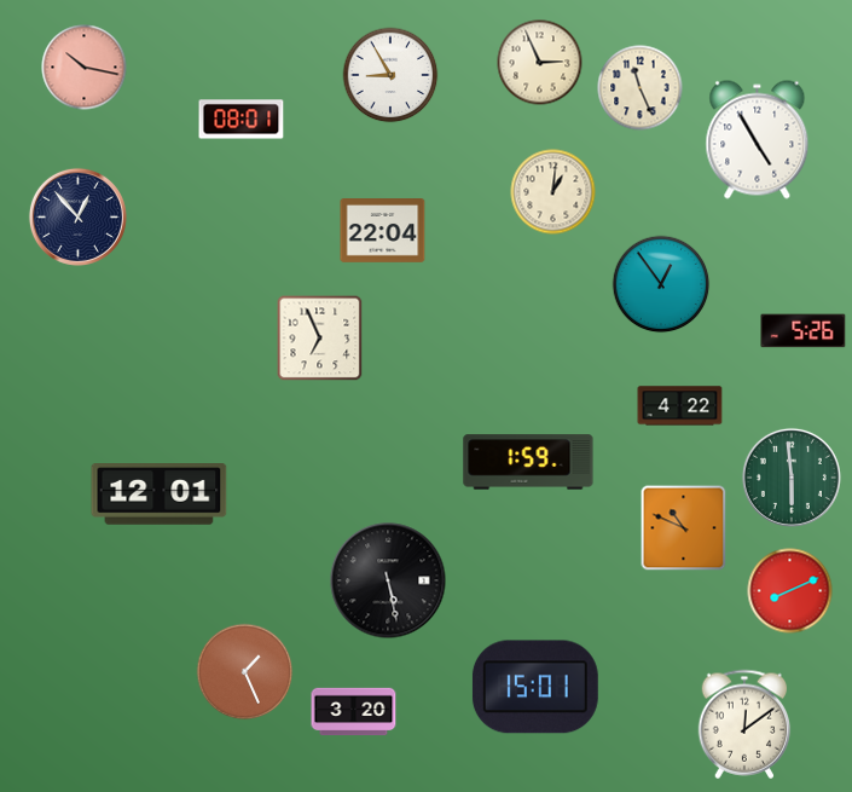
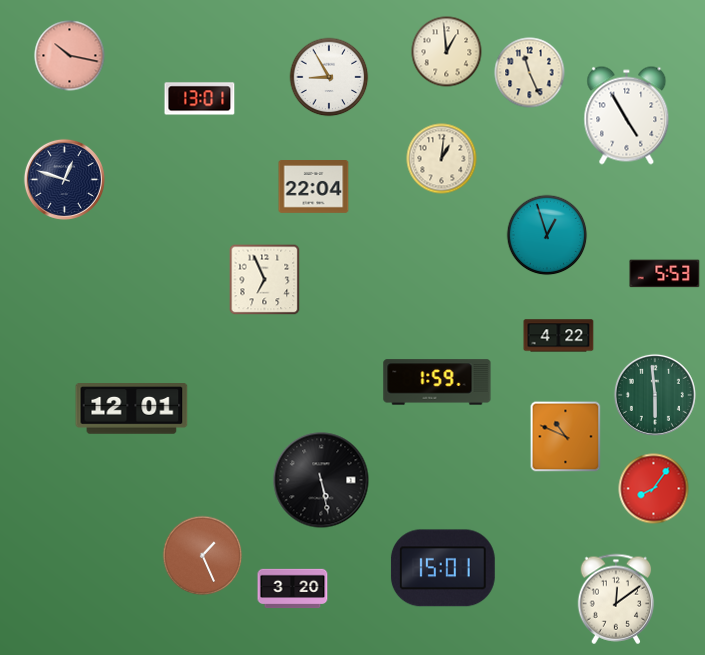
clock at (540, 63): 2:56 -> 12:59
clock at (390, 75) position: (390, 75) -> (329, 77)
clock at (242, 120): 08:01 -> 13:01
clock at (553, 192) position: (553, 192) -> (442, 159)
clock at (77, 216): 12:53 -> 12:48
clock at (383, 231) position: (383, 231) -> (314, 187)
clock at (661, 284): 12:54 -> 12:57
clock at (804, 331): 5:26 -> 5:53
clock at (680, 406) position: (680, 406) -> (559, 336)
clock at (790, 591): 8:11 -> 8:06
